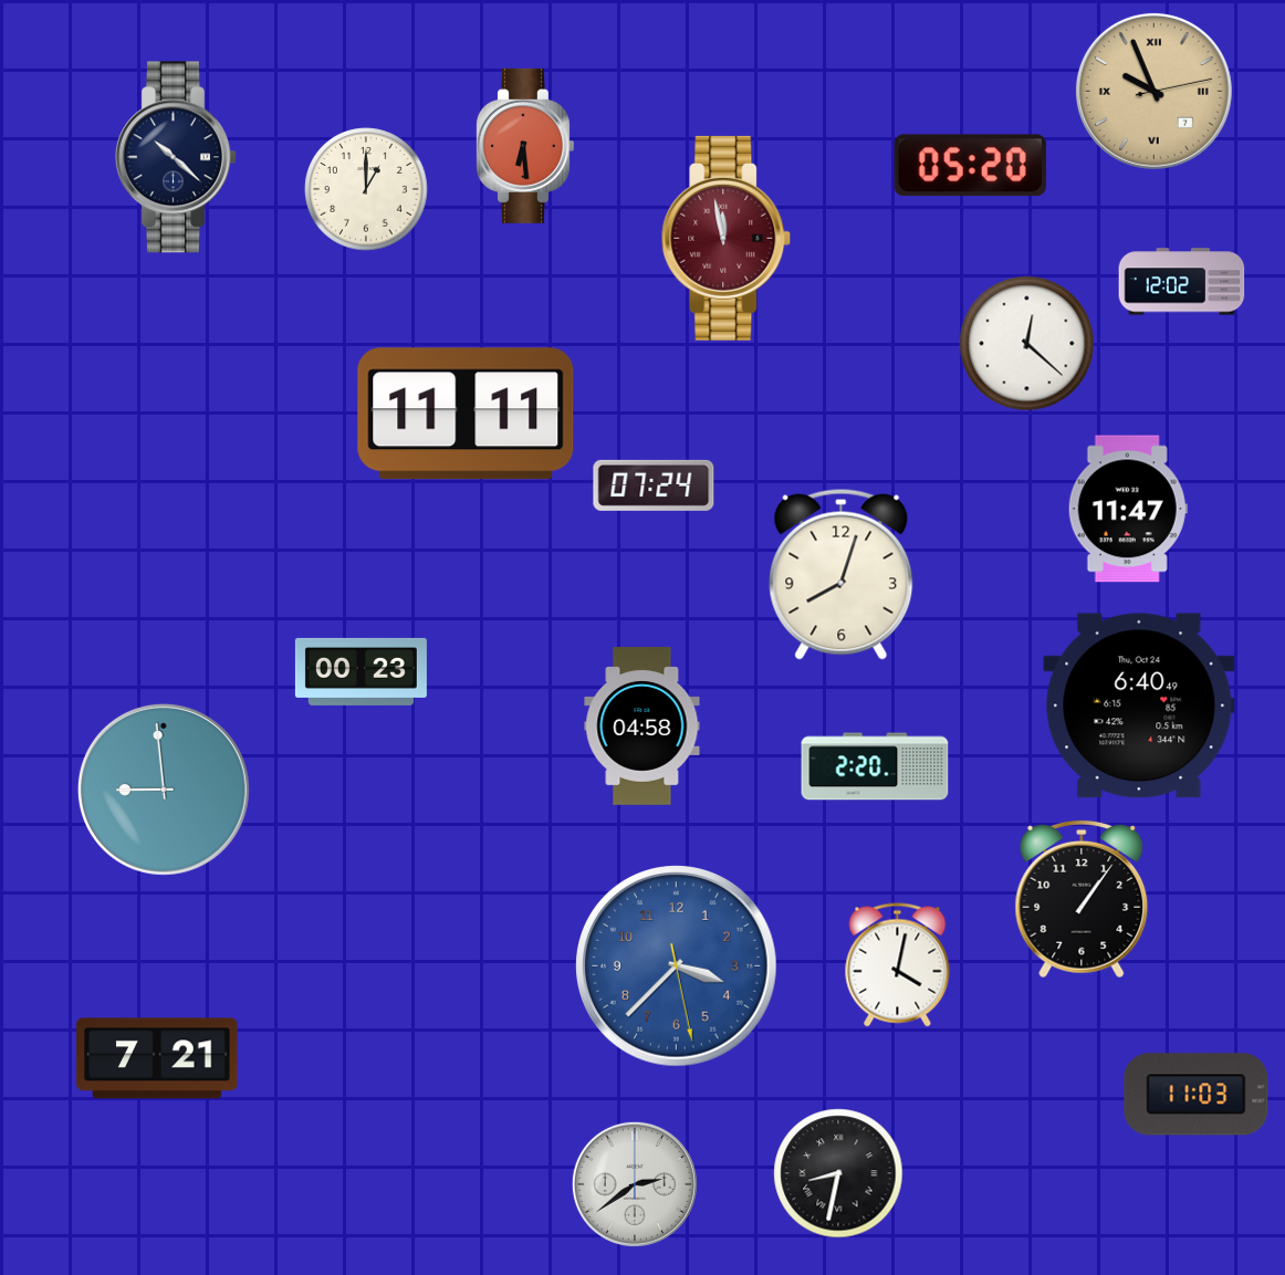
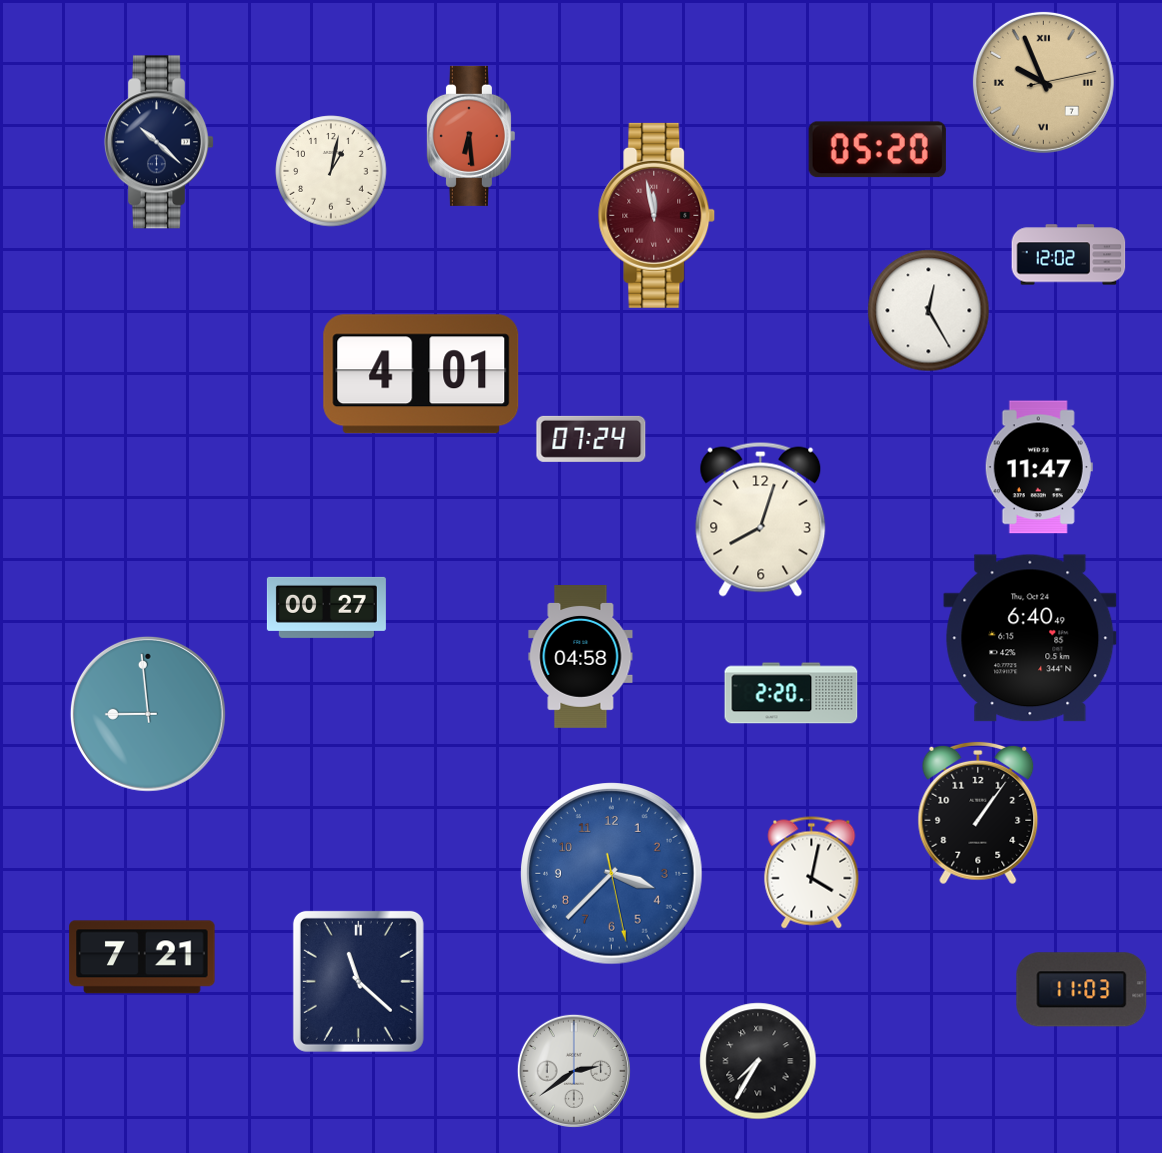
clock at (524, 146) position: (524, 146) -> (470, 136)
clock at (366, 189): 1:00 -> 1:02
clock at (1027, 344): 12:22 -> 12:25
clock at (466, 414): 11:11 -> 4:01
clock at (1128, 509) position: (1128, 509) -> (1039, 467)
clock at (361, 671): 00:23 -> 00:27
clock at (358, 981): none -> 11:22
clock at (838, 1173): 8:32 -> 7:35
